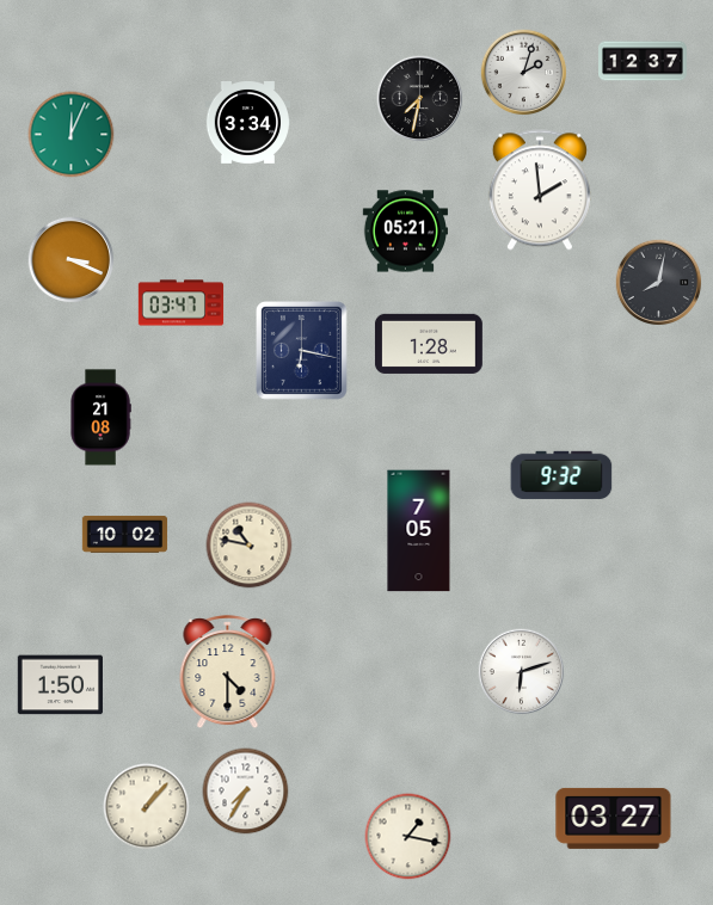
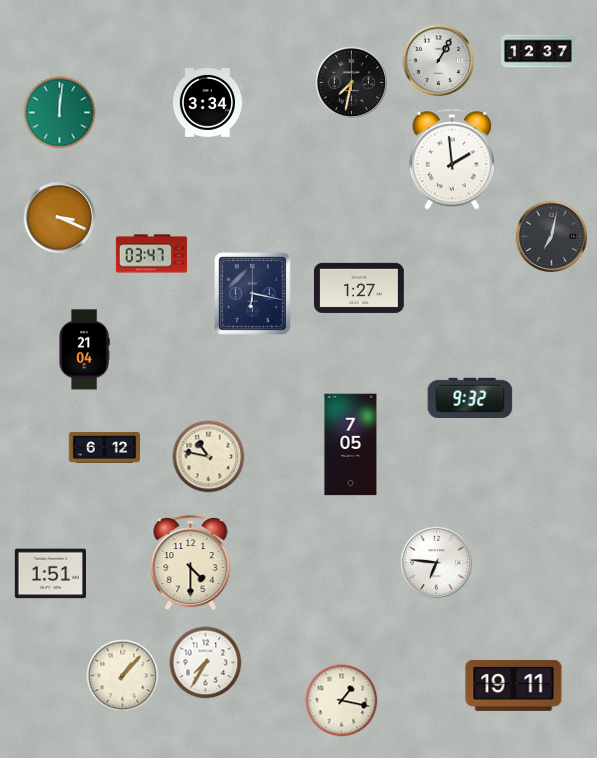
clock at (524, 73): 2:03 -> 1:05
clock at (72, 135): 12:04 -> 12:01
clock at (405, 232): 05:21 -> none
clock at (659, 283): 8:02 -> 7:02
clock at (429, 344): 1:28 -> 1:27
clock at (100, 418): 21:08 -> 21:04
clock at (125, 534): 10:02 -> 6:12
clock at (522, 672): 6:12 -> 6:46
clock at (60, 685): 1:50 -> 1:51
clock at (614, 818): 03:27 -> 19:11
